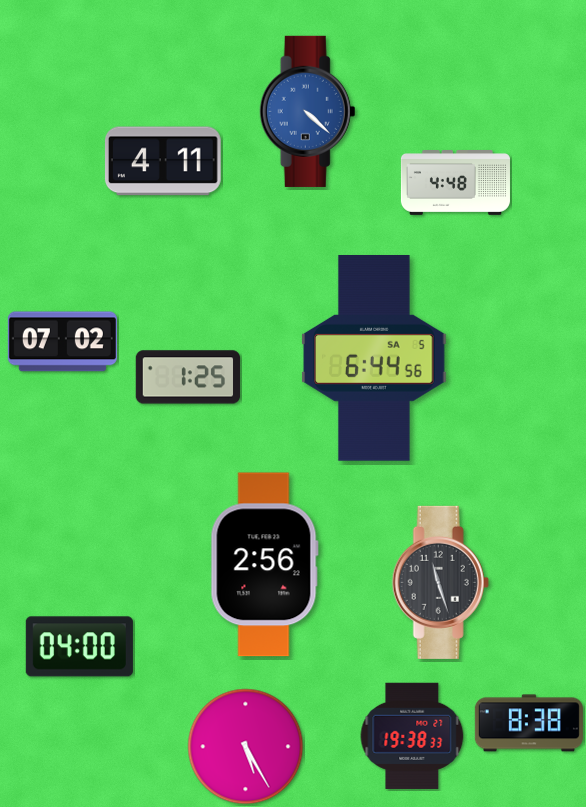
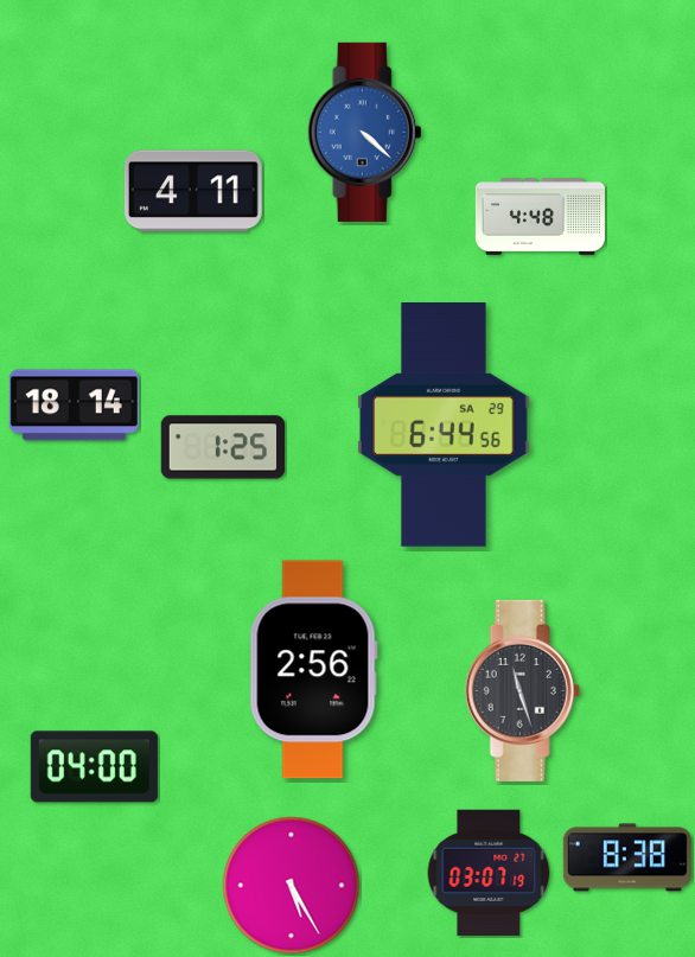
clock at (62, 342): 07:02 -> 18:14
clock at (374, 359) date: SA 5 -> SA 29
clock at (412, 736): 19:38 -> 03:07
